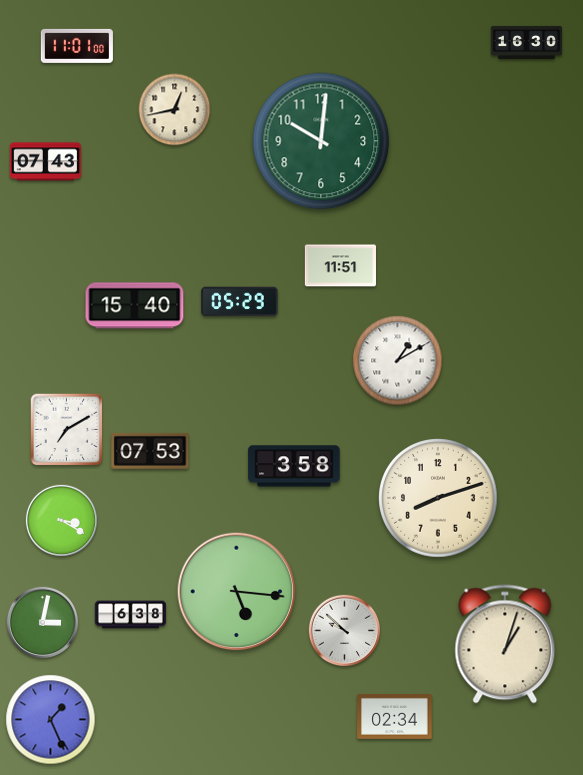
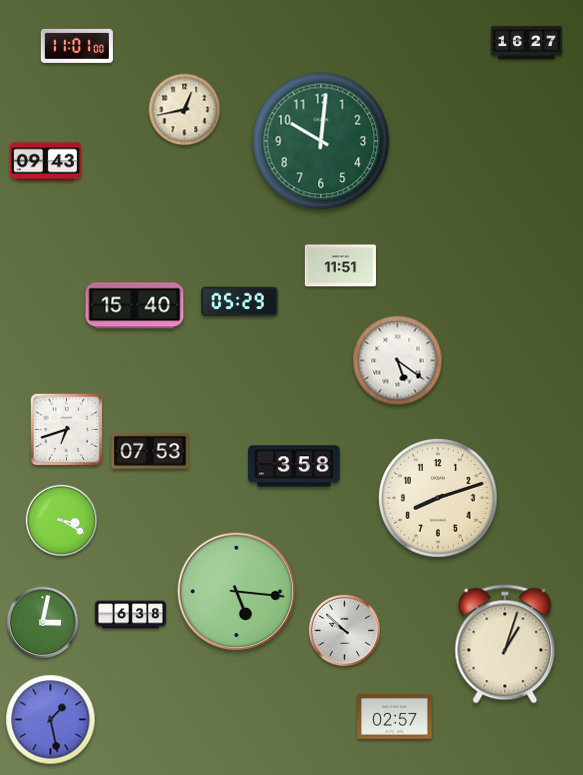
clock at (527, 42): 16:30 -> 16:27
clock at (175, 110) position: (175, 110) -> (185, 110)
clock at (45, 162): 07:43 -> 09:43
clock at (398, 361): 1:10 -> 5:21
clock at (67, 430): 7:10 -> 6:42
clock at (395, 716): 02:34 -> 02:57
clock at (51, 720): 1:26 -> 1:28
